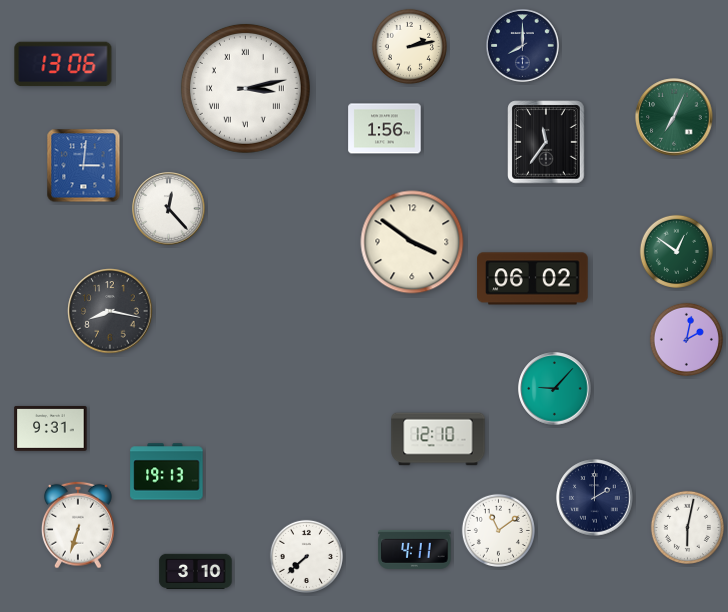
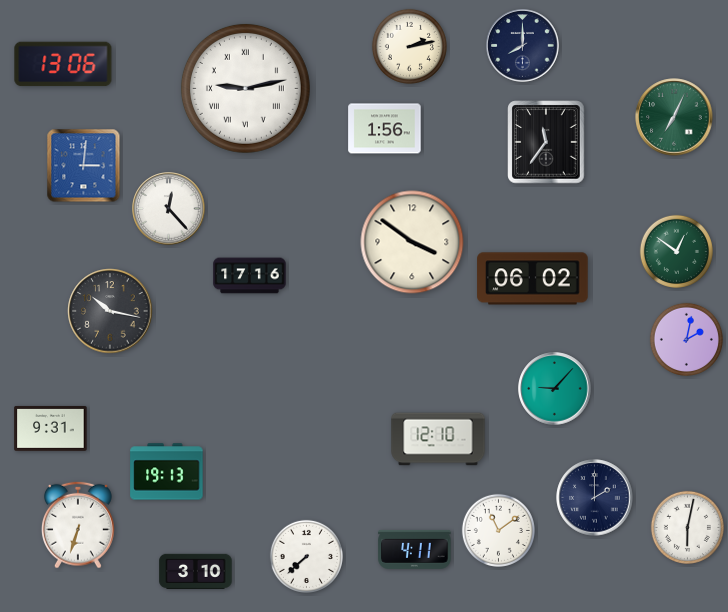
clock at (245, 88): 3:13 -> 9:13
clock at (250, 276): none -> 17:16
clock at (110, 311): 8:17 -> 10:17
